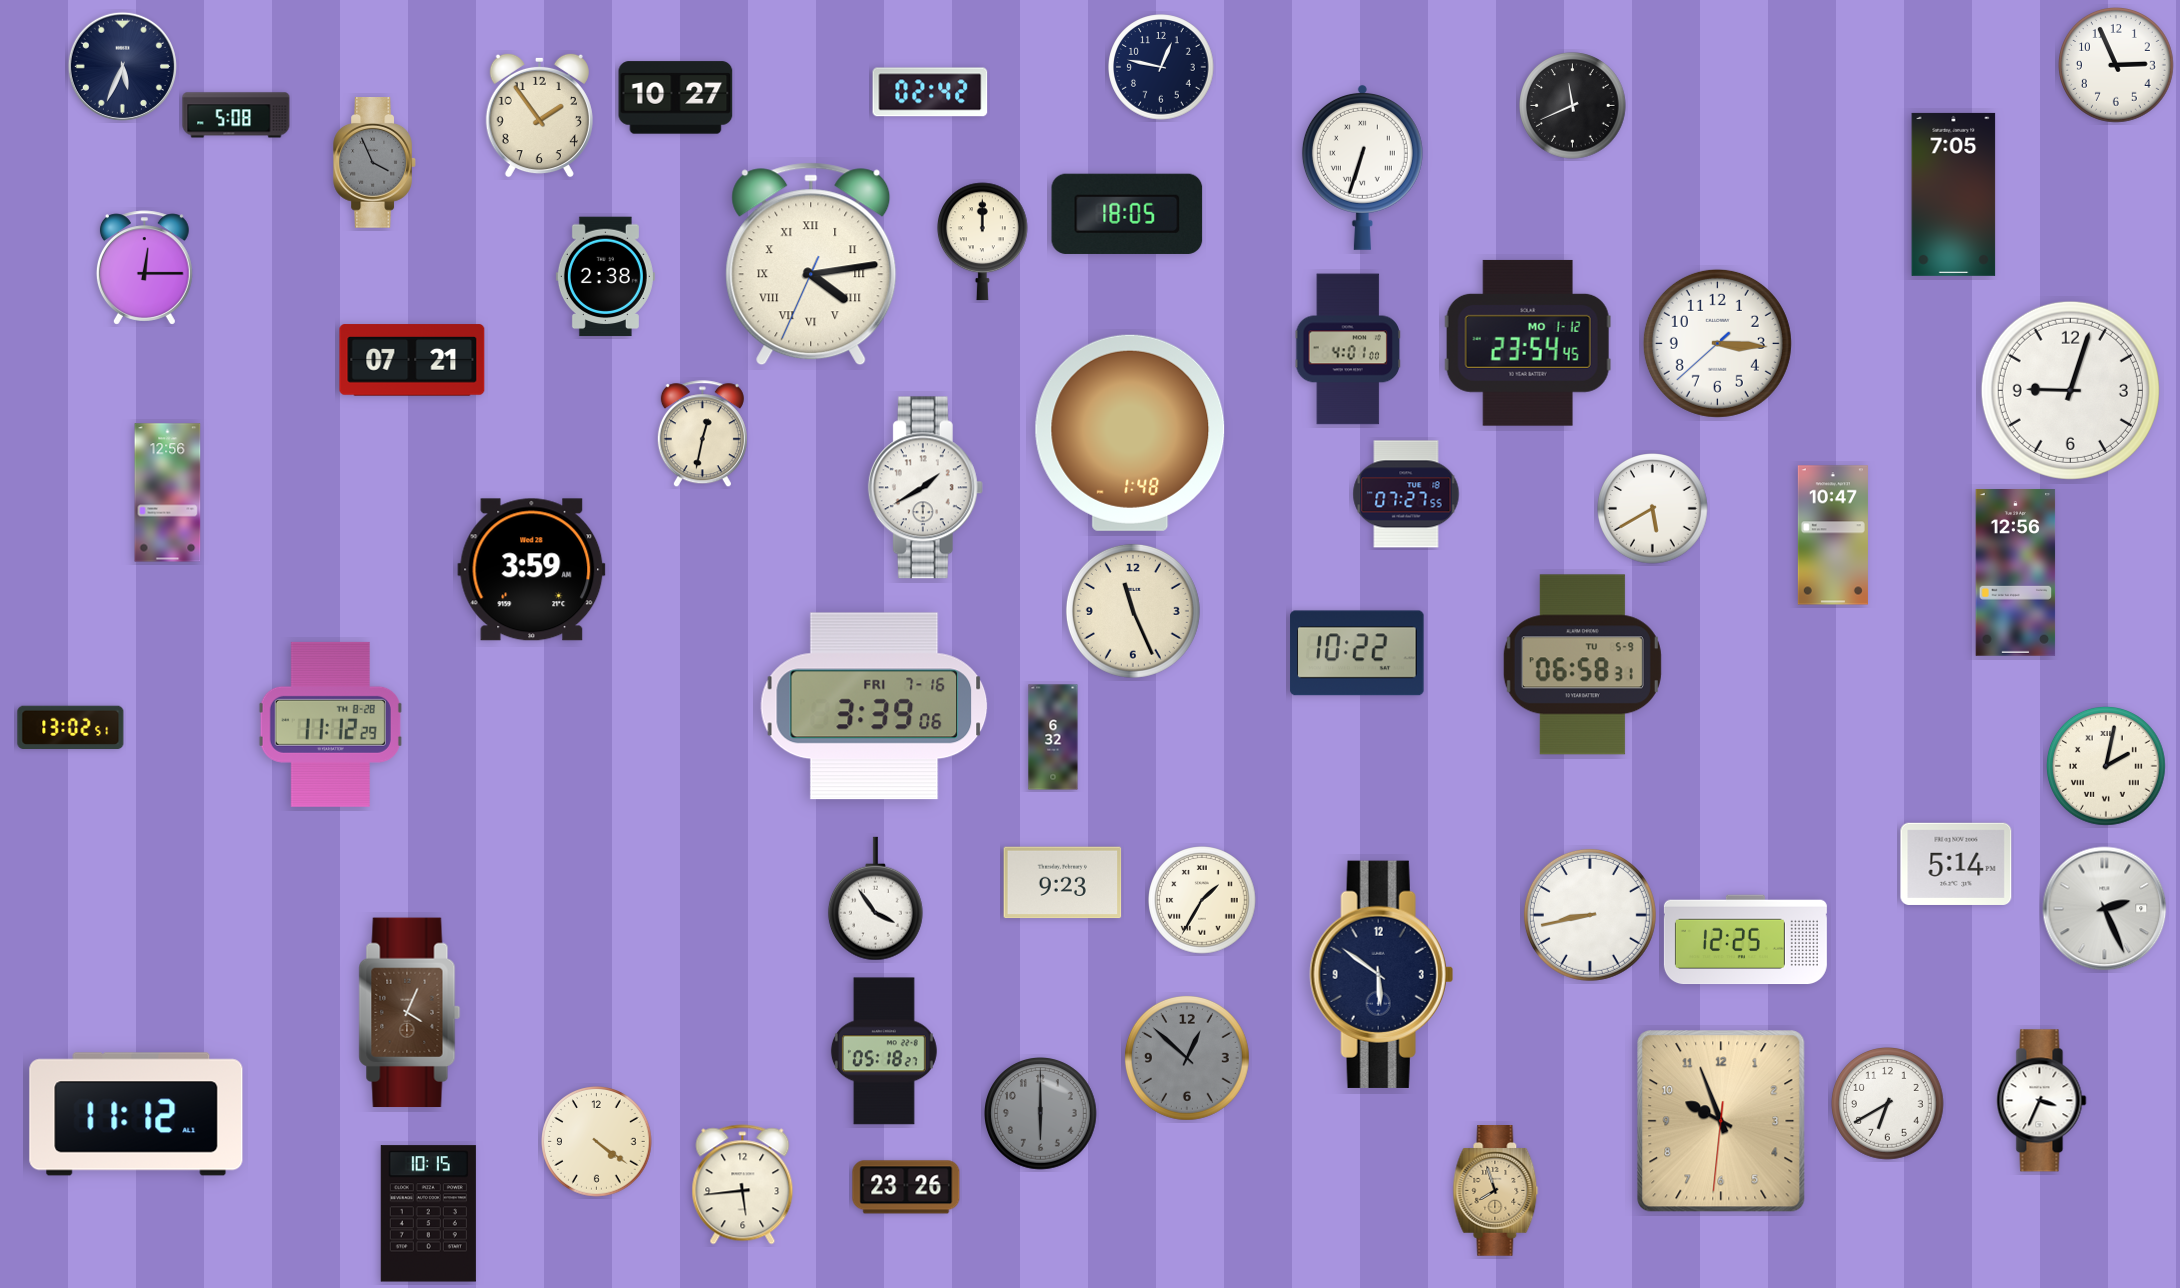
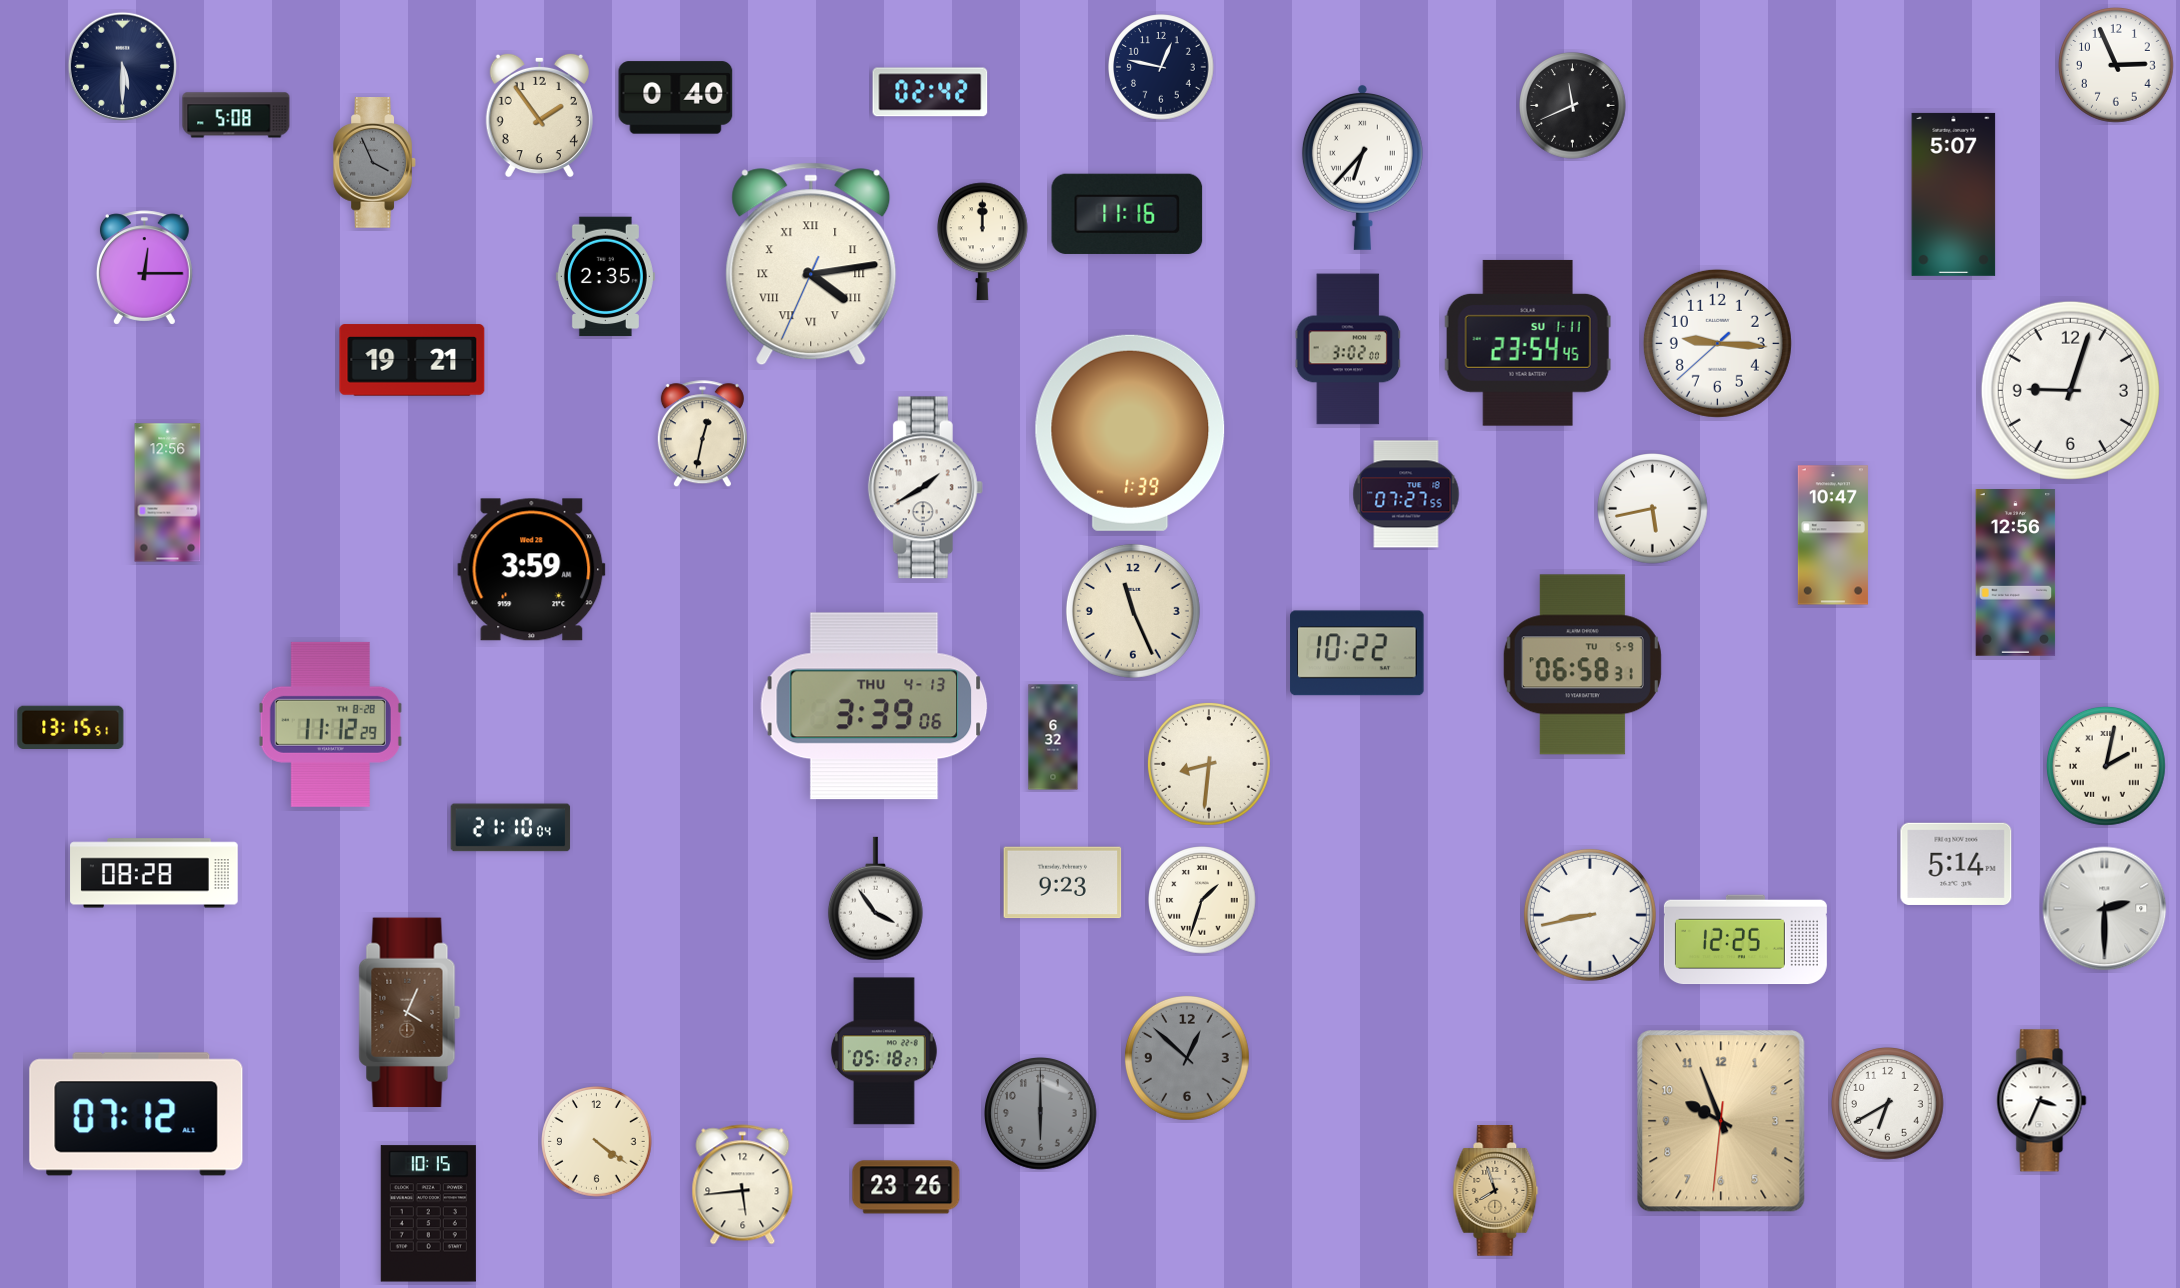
clock at (122, 66): 5:34 -> 5:30
clock at (676, 98): 10:27 -> 0:40
clock at (1362, 167): 6:33 -> 6:37
clock at (1954, 194): 7:05 -> 5:07
clock at (1127, 214): 18:05 -> 11:16
clock at (605, 277): 2:38 -> 2:35
clock at (1528, 343) date: MO 1-12 -> SU 1-11
clock at (1717, 343): 3:15 -> 9:15
clock at (1348, 349): 4:01 -> 3:02
clock at (412, 360): 07:21 -> 19:21
clock at (1130, 433): 1:48 -> 1:39
clock at (1653, 509): 5:40 -> 5:43
clock at (874, 706) date: FRI 7-16 -> THU 4-13
clock at (71, 727): 13:02 -> 13:15
clock at (1209, 764): none -> 8:31
clock at (511, 828): none -> 21:10
clock at (154, 873): none -> 08:28
clock at (1202, 900): 1:35 -> 1:33
clock at (2105, 909): 2:26 -> 2:30
clock at (1381, 974): 5:51 -> none
clock at (136, 1114): 11:12 -> 07:12
